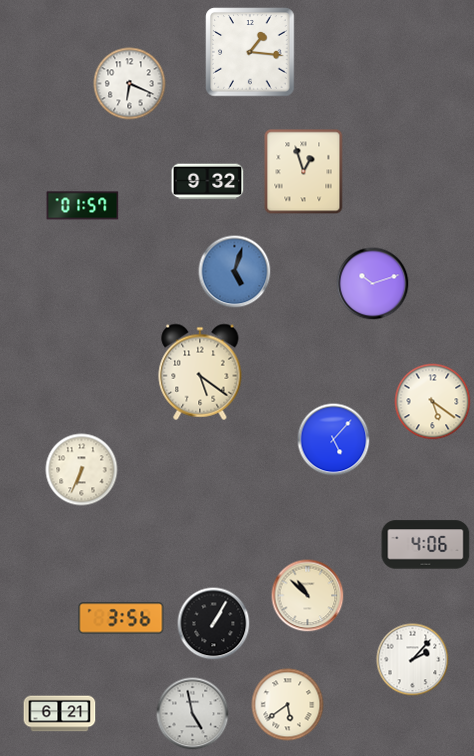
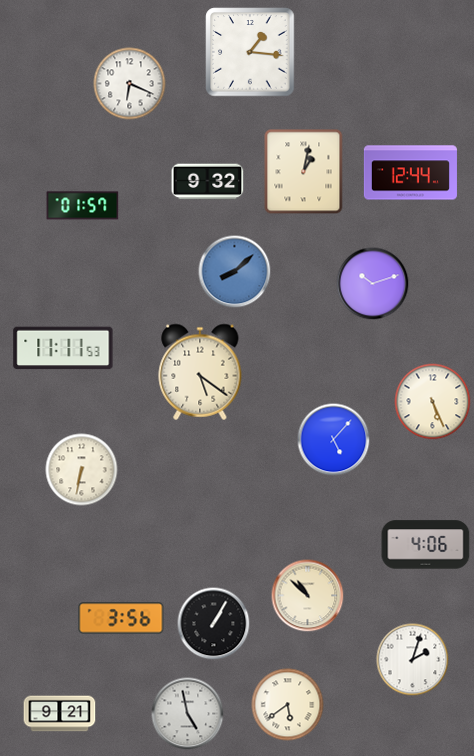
clock at (304, 172): 12:57 -> 1:02
clock at (410, 173): none -> 12:44
clock at (235, 272): 5:03 -> 8:08
clock at (63, 348): none -> 11:11
clock at (433, 402): 5:21 -> 5:26
clock at (82, 470): 6:34 -> 6:32
clock at (413, 660): 2:07 -> 2:03
clock at (60, 714): 6:21 -> 9:21
clock at (193, 714) position: (193, 714) -> (188, 714)
